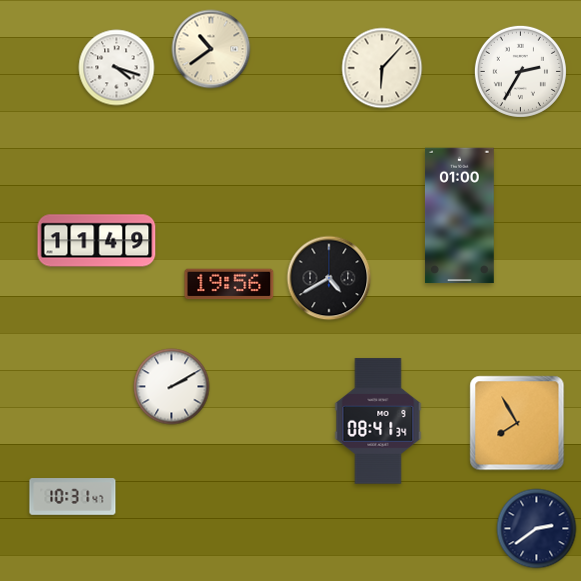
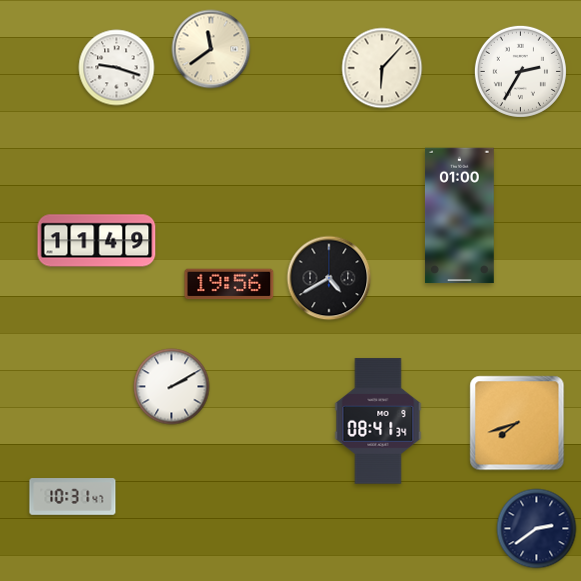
clock at (211, 49): 10:39 -> 11:39
clock at (117, 68): 4:18 -> 9:18
clock at (517, 423): 7:55 -> 7:42
